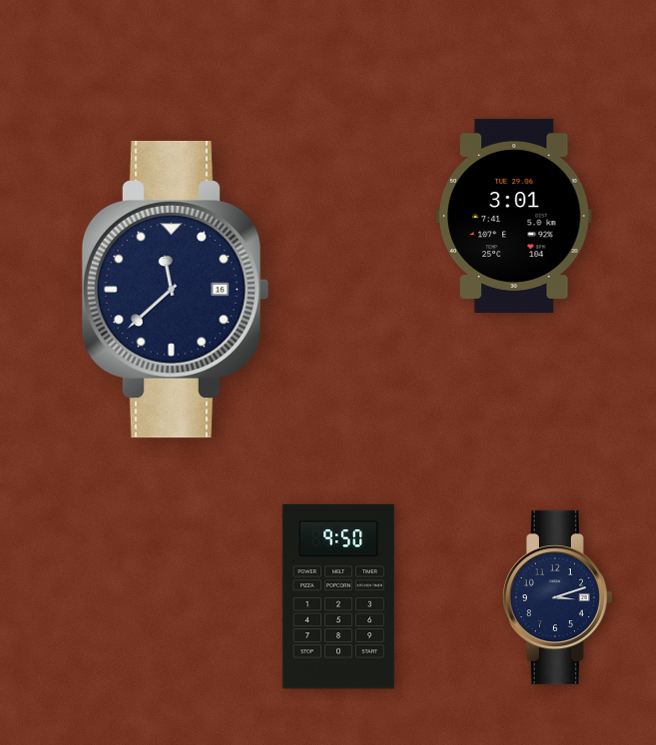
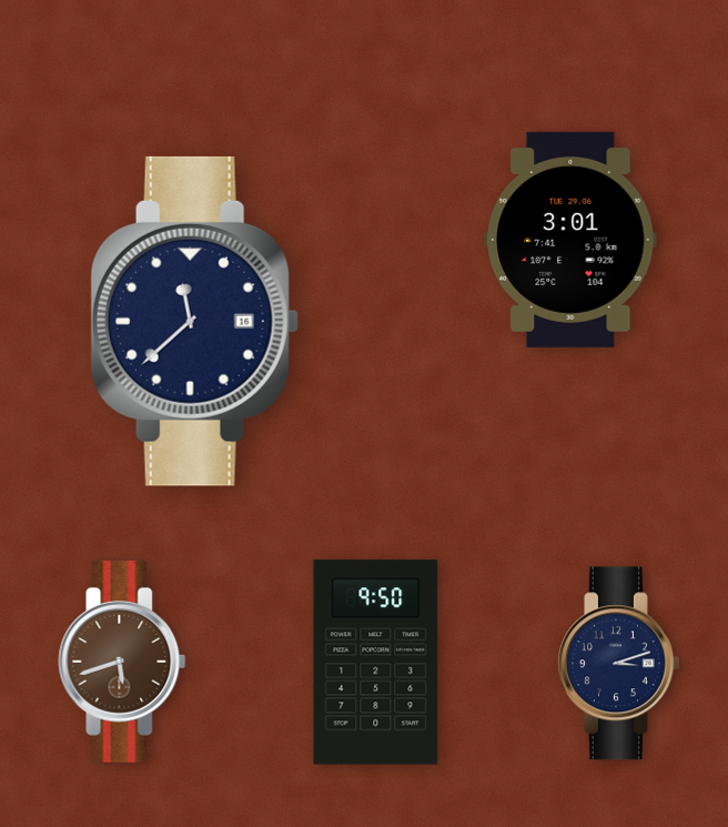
clock at (122, 662): none -> 5:42
